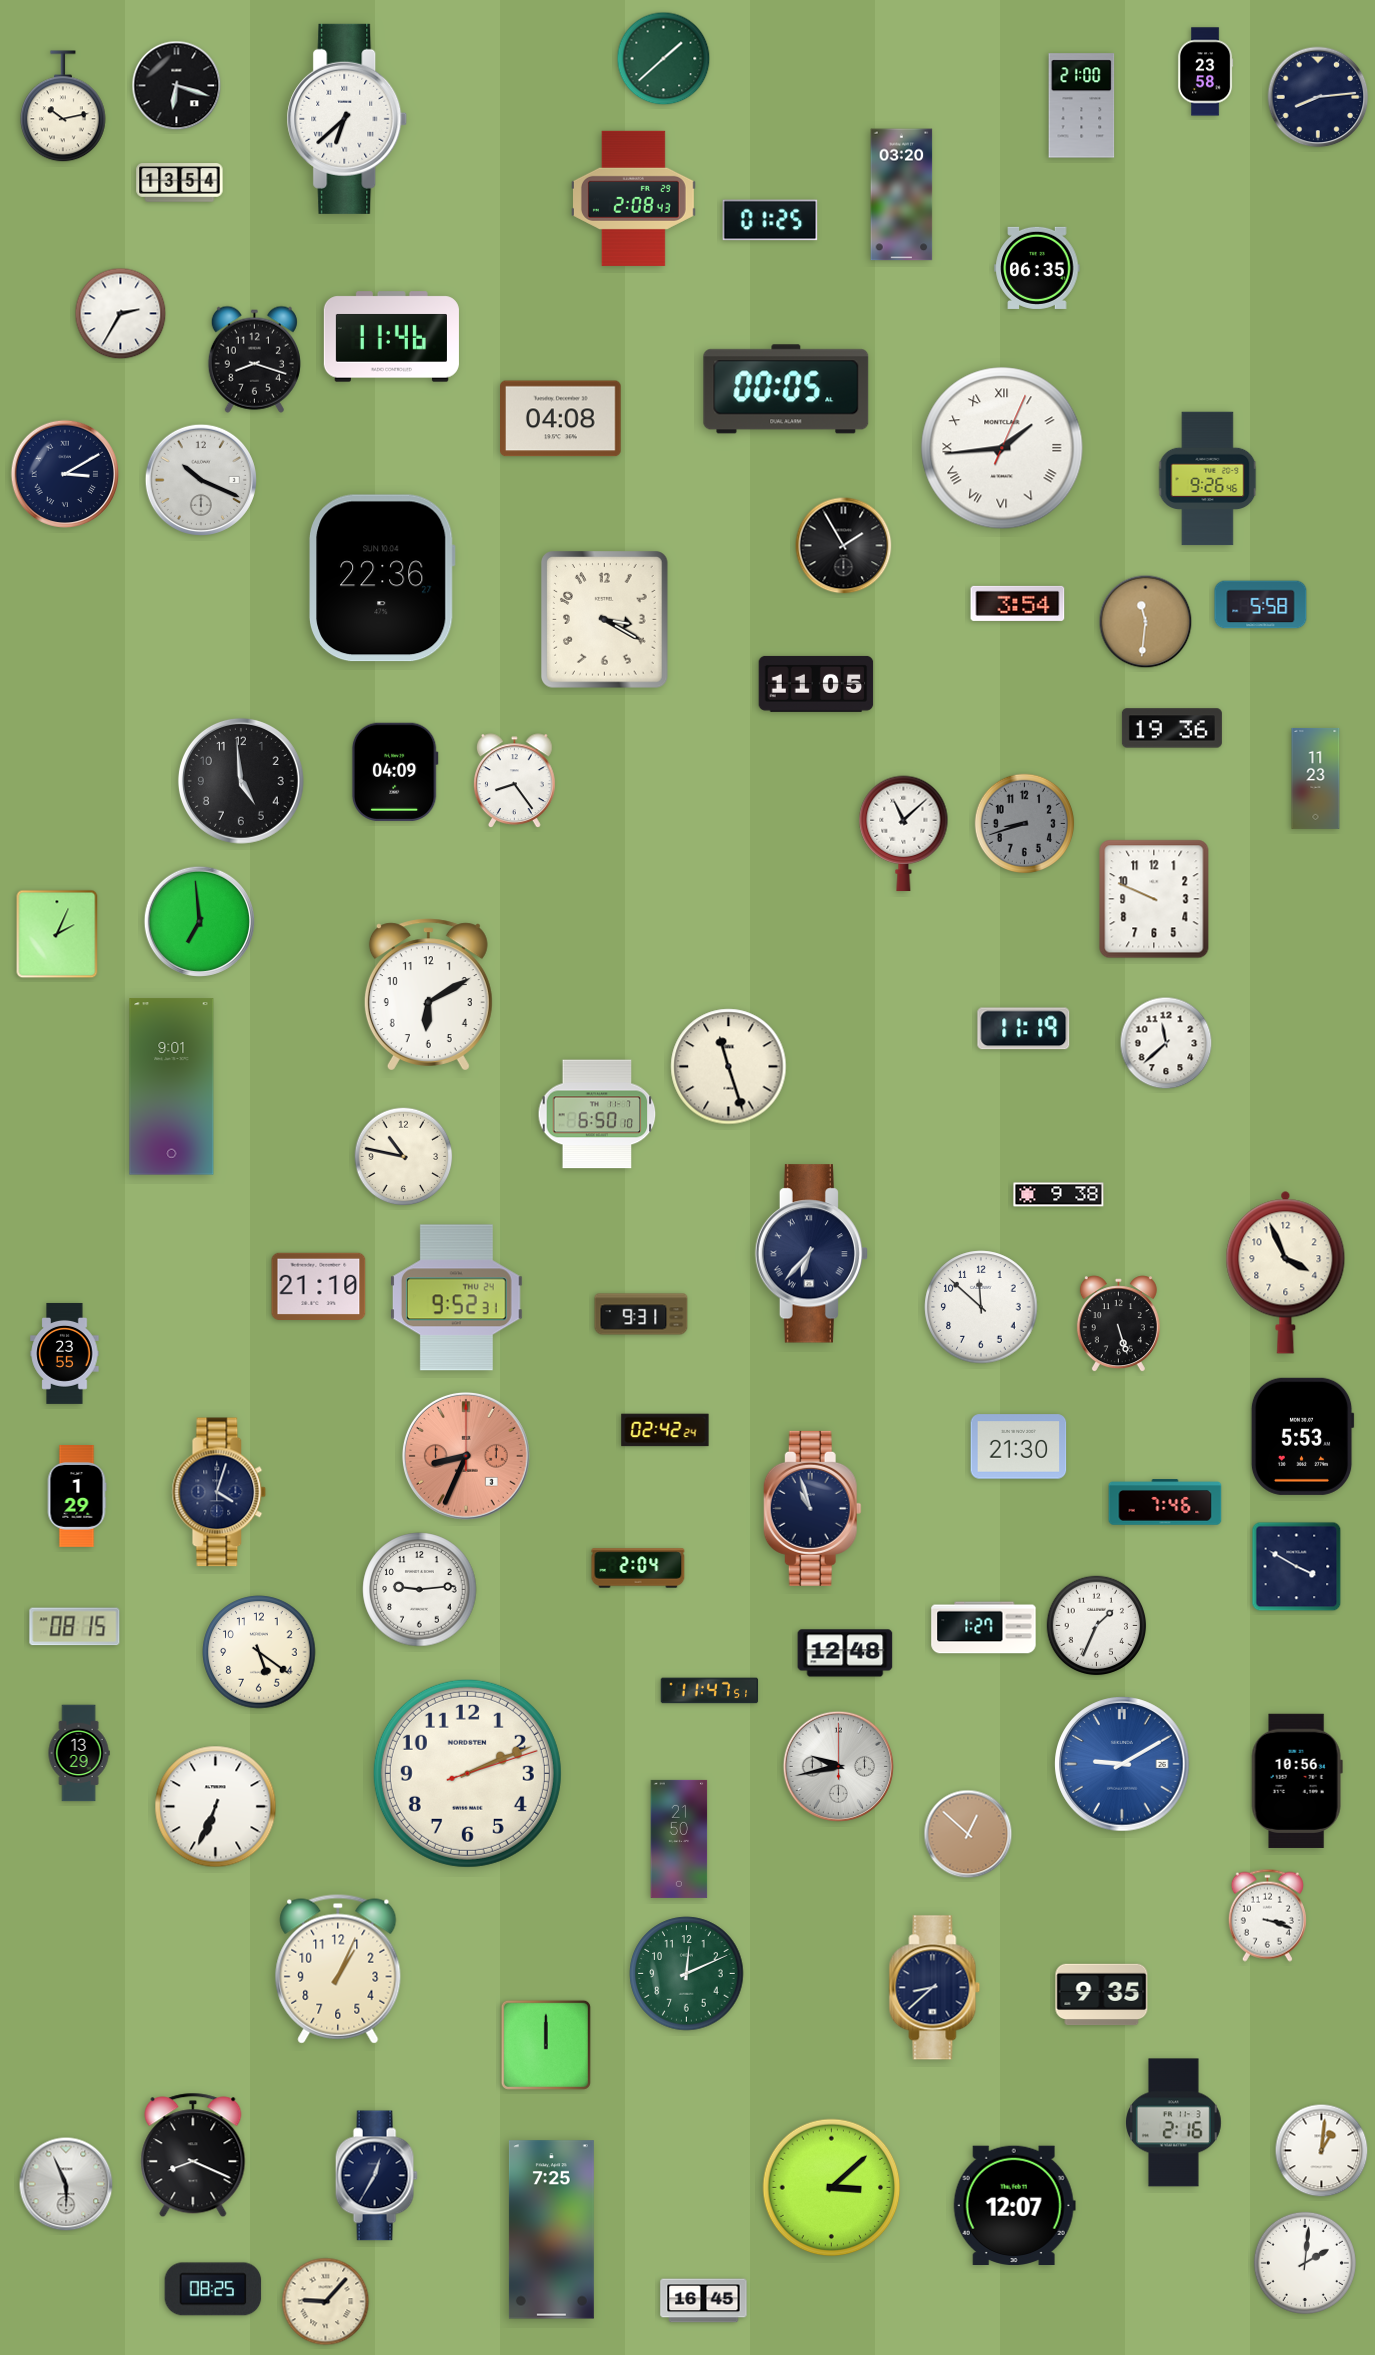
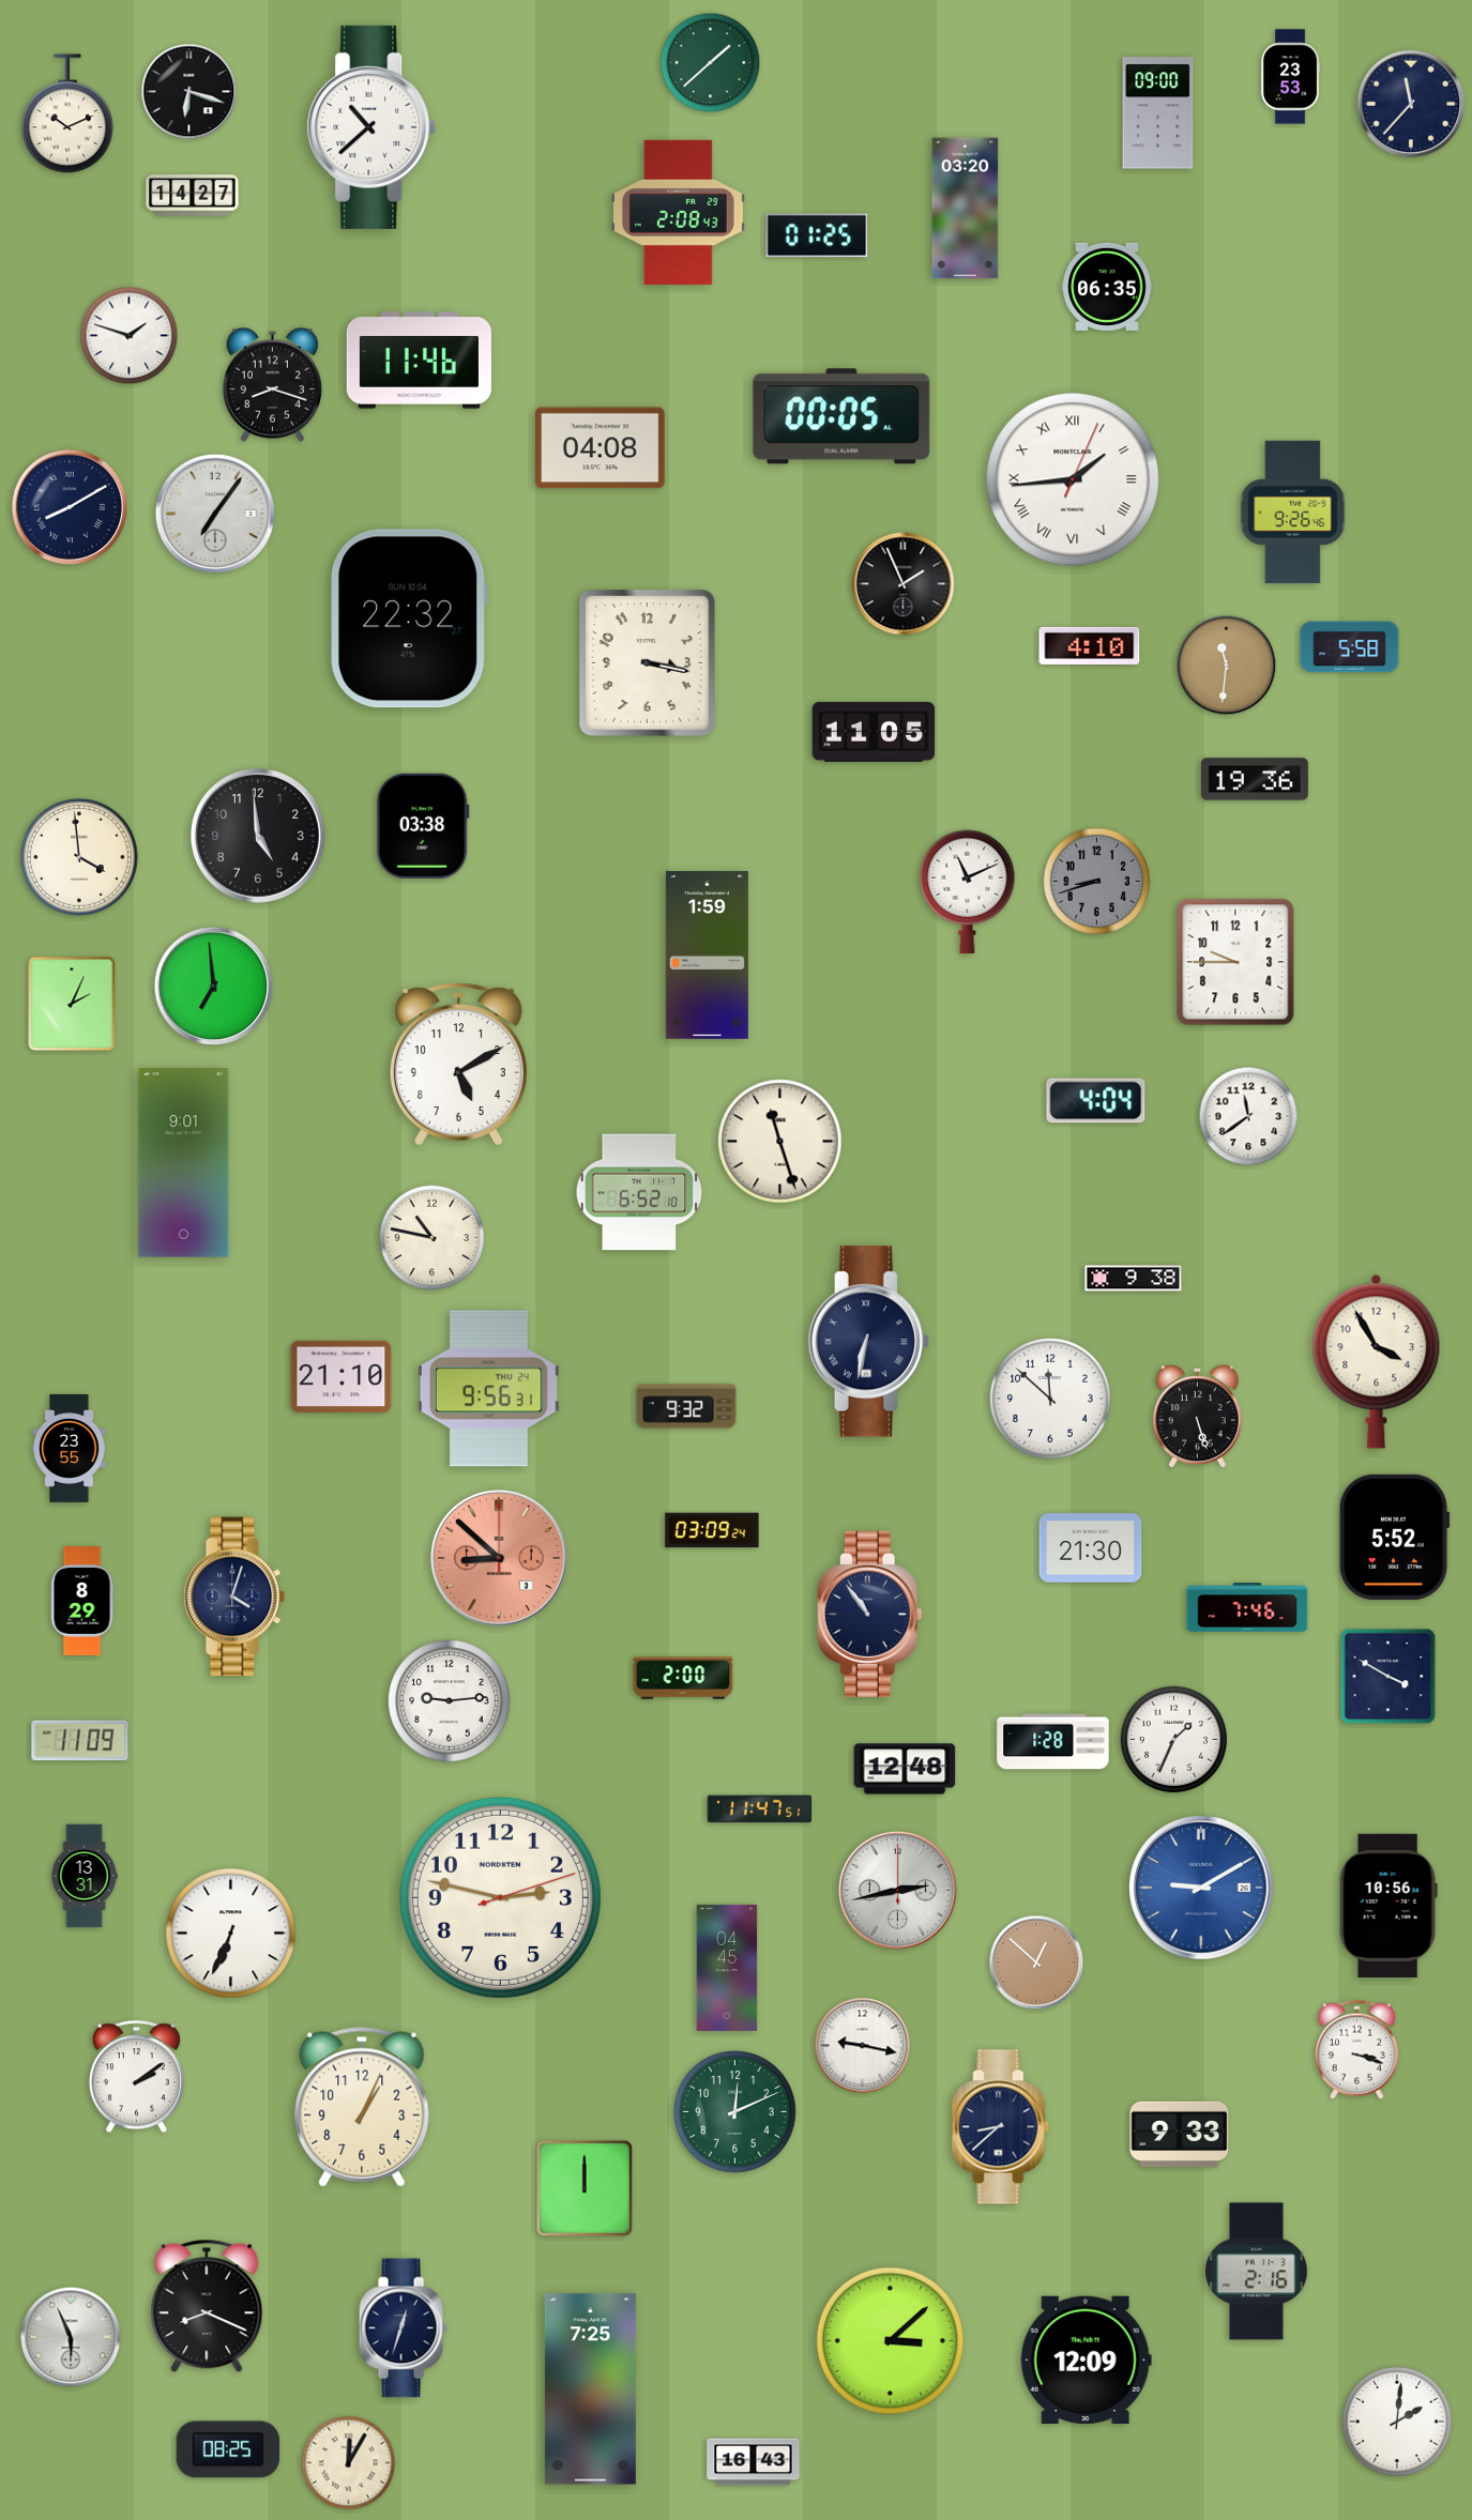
clock at (1205, 72): 23:58 -> 23:53
clock at (1318, 97): 8:14 -> 11:37
clock at (1082, 106): 21:00 -> 09:00
clock at (64, 107): 10:13 -> 10:11
clock at (347, 119): 6:38 -> 10:38
clock at (180, 183): 13:54 -> 14:27
clock at (770, 220) position: (770, 220) -> (817, 235)
clock at (1037, 268) position: (1037, 268) -> (1107, 287)
clock at (121, 314): 2:35 -> 1:48
clock at (65, 474): 3:10 -> 8:10
clock at (201, 480): 10:19 -> 7:06
clock at (844, 546): 1:55 -> 1:56
clock at (383, 578): 22:36 -> 22:32
clock at (1018, 603): 3:54 -> 4:10
clock at (605, 620): 3:20 -> 3:17
clock at (395, 772): 04:09 -> 03:38
clock at (1316, 778): 11:23 -> none
clock at (515, 781): 8:24 -> none
clock at (80, 858): none -> 3:59
clock at (904, 834): 11:08 -> 11:11
clock at (707, 956): none -> 1:59
clock at (1154, 899): 9:49 -> 9:45
clock at (57, 934) position: (57, 934) -> (72, 1004)
clock at (428, 995): 6:10 -> 5:10
clock at (1024, 1029): 11:19 -> 4:04
clock at (1166, 1043): 11:38 -> 11:39
clock at (597, 1114): 6:50 -> 6:52
clock at (811, 1254): 6:37 -> 6:32
clock at (1286, 1272): 3:56 -> 3:55
clock at (456, 1298): 9:52 -> 9:56
clock at (641, 1314): 9:31 -> 9:32
clock at (665, 1430): 02:42 -> 03:09
clock at (1302, 1436): 5:53 -> 5:52
clock at (466, 1456): 8:34 -> 8:52
clock at (77, 1496): 1:29 -> 8:29
clock at (812, 1508): 10:57 -> 10:54
clock at (638, 1568): 2:04 -> 2:00
clock at (75, 1627): 08:15 -> 11:09
clock at (984, 1628): 1:27 -> 1:28
clock at (259, 1652): 5:21 -> none
clock at (79, 1753): 13:29 -> 13:31
clock at (838, 1766): 9:43 -> 2:43
clock at (467, 1773): 2:11 -> 2:47
clock at (679, 1839): 21:50 -> 04:45
clock at (863, 2046): none -> 9:17
clock at (136, 2077): none -> 2:09
clock at (1102, 1995): 9:35 -> 9:33
clock at (1322, 2151): 1:01 -> none
clock at (376, 2176): 12:35 -> 12:33
clock at (1014, 2205): 12:07 -> 12:09
clock at (551, 2230) position: (551, 2230) -> (590, 2389)
clock at (704, 2301): 16:45 -> 16:43
clock at (326, 2302): 9:07 -> 12:05
